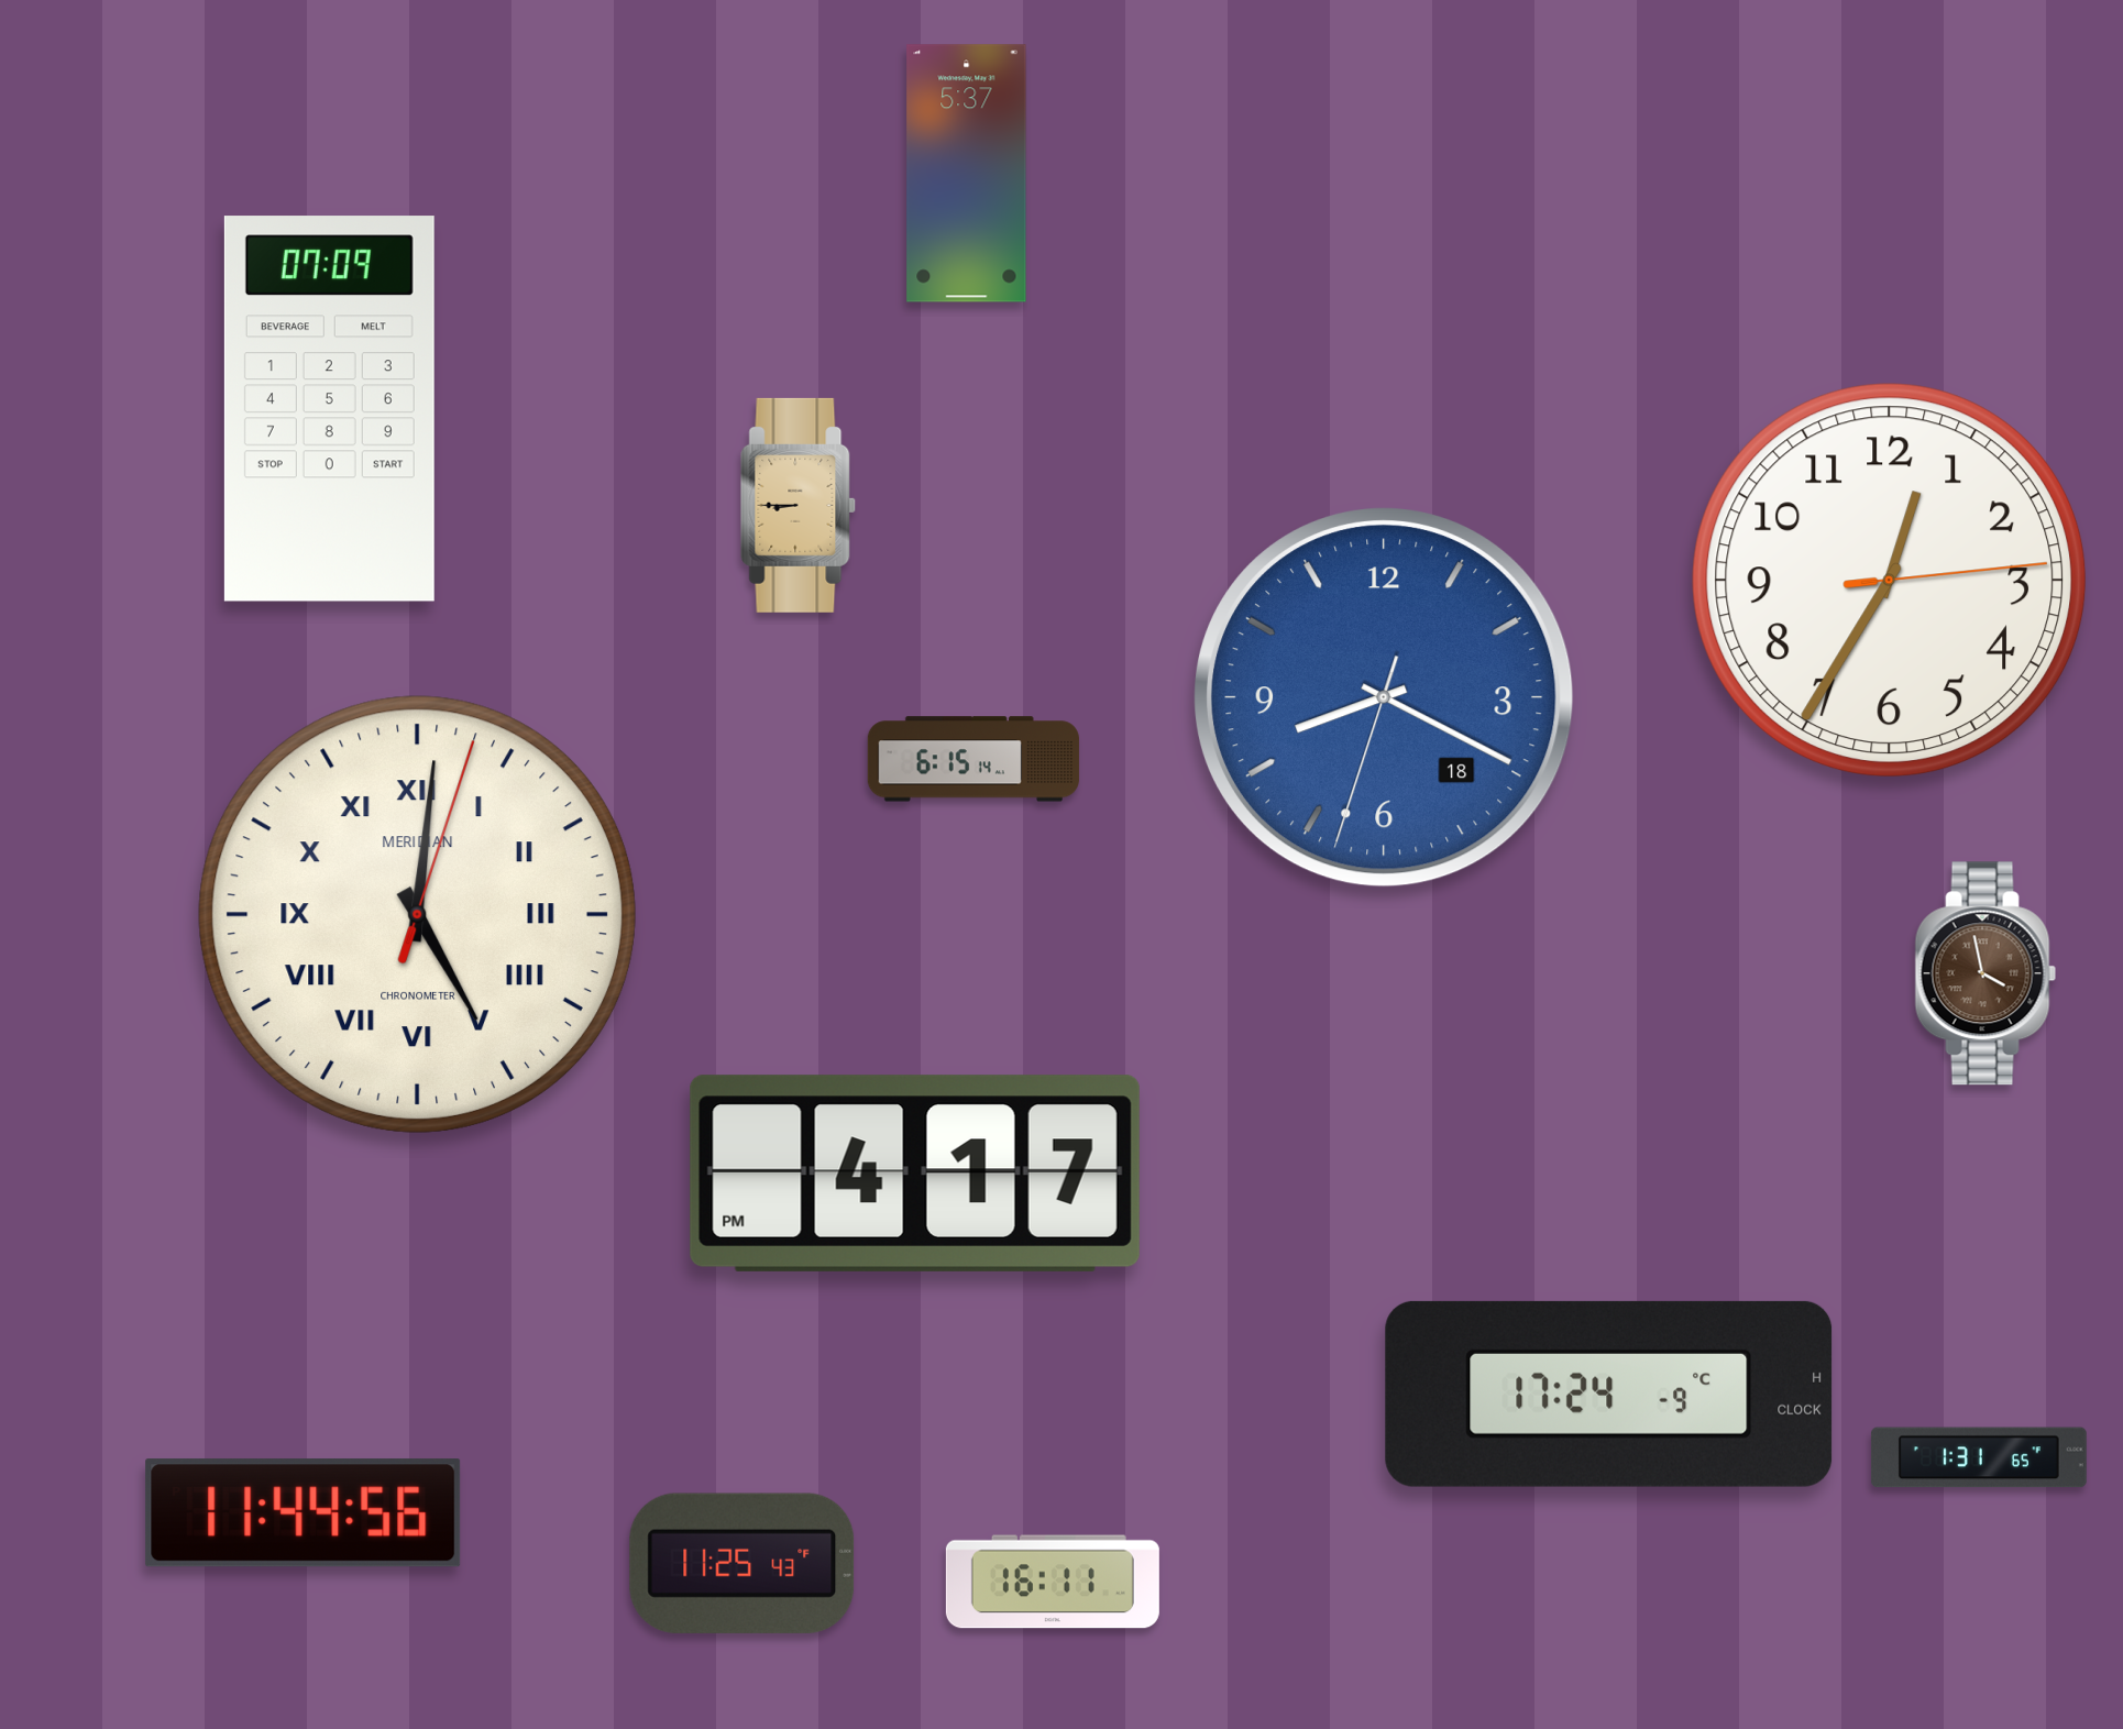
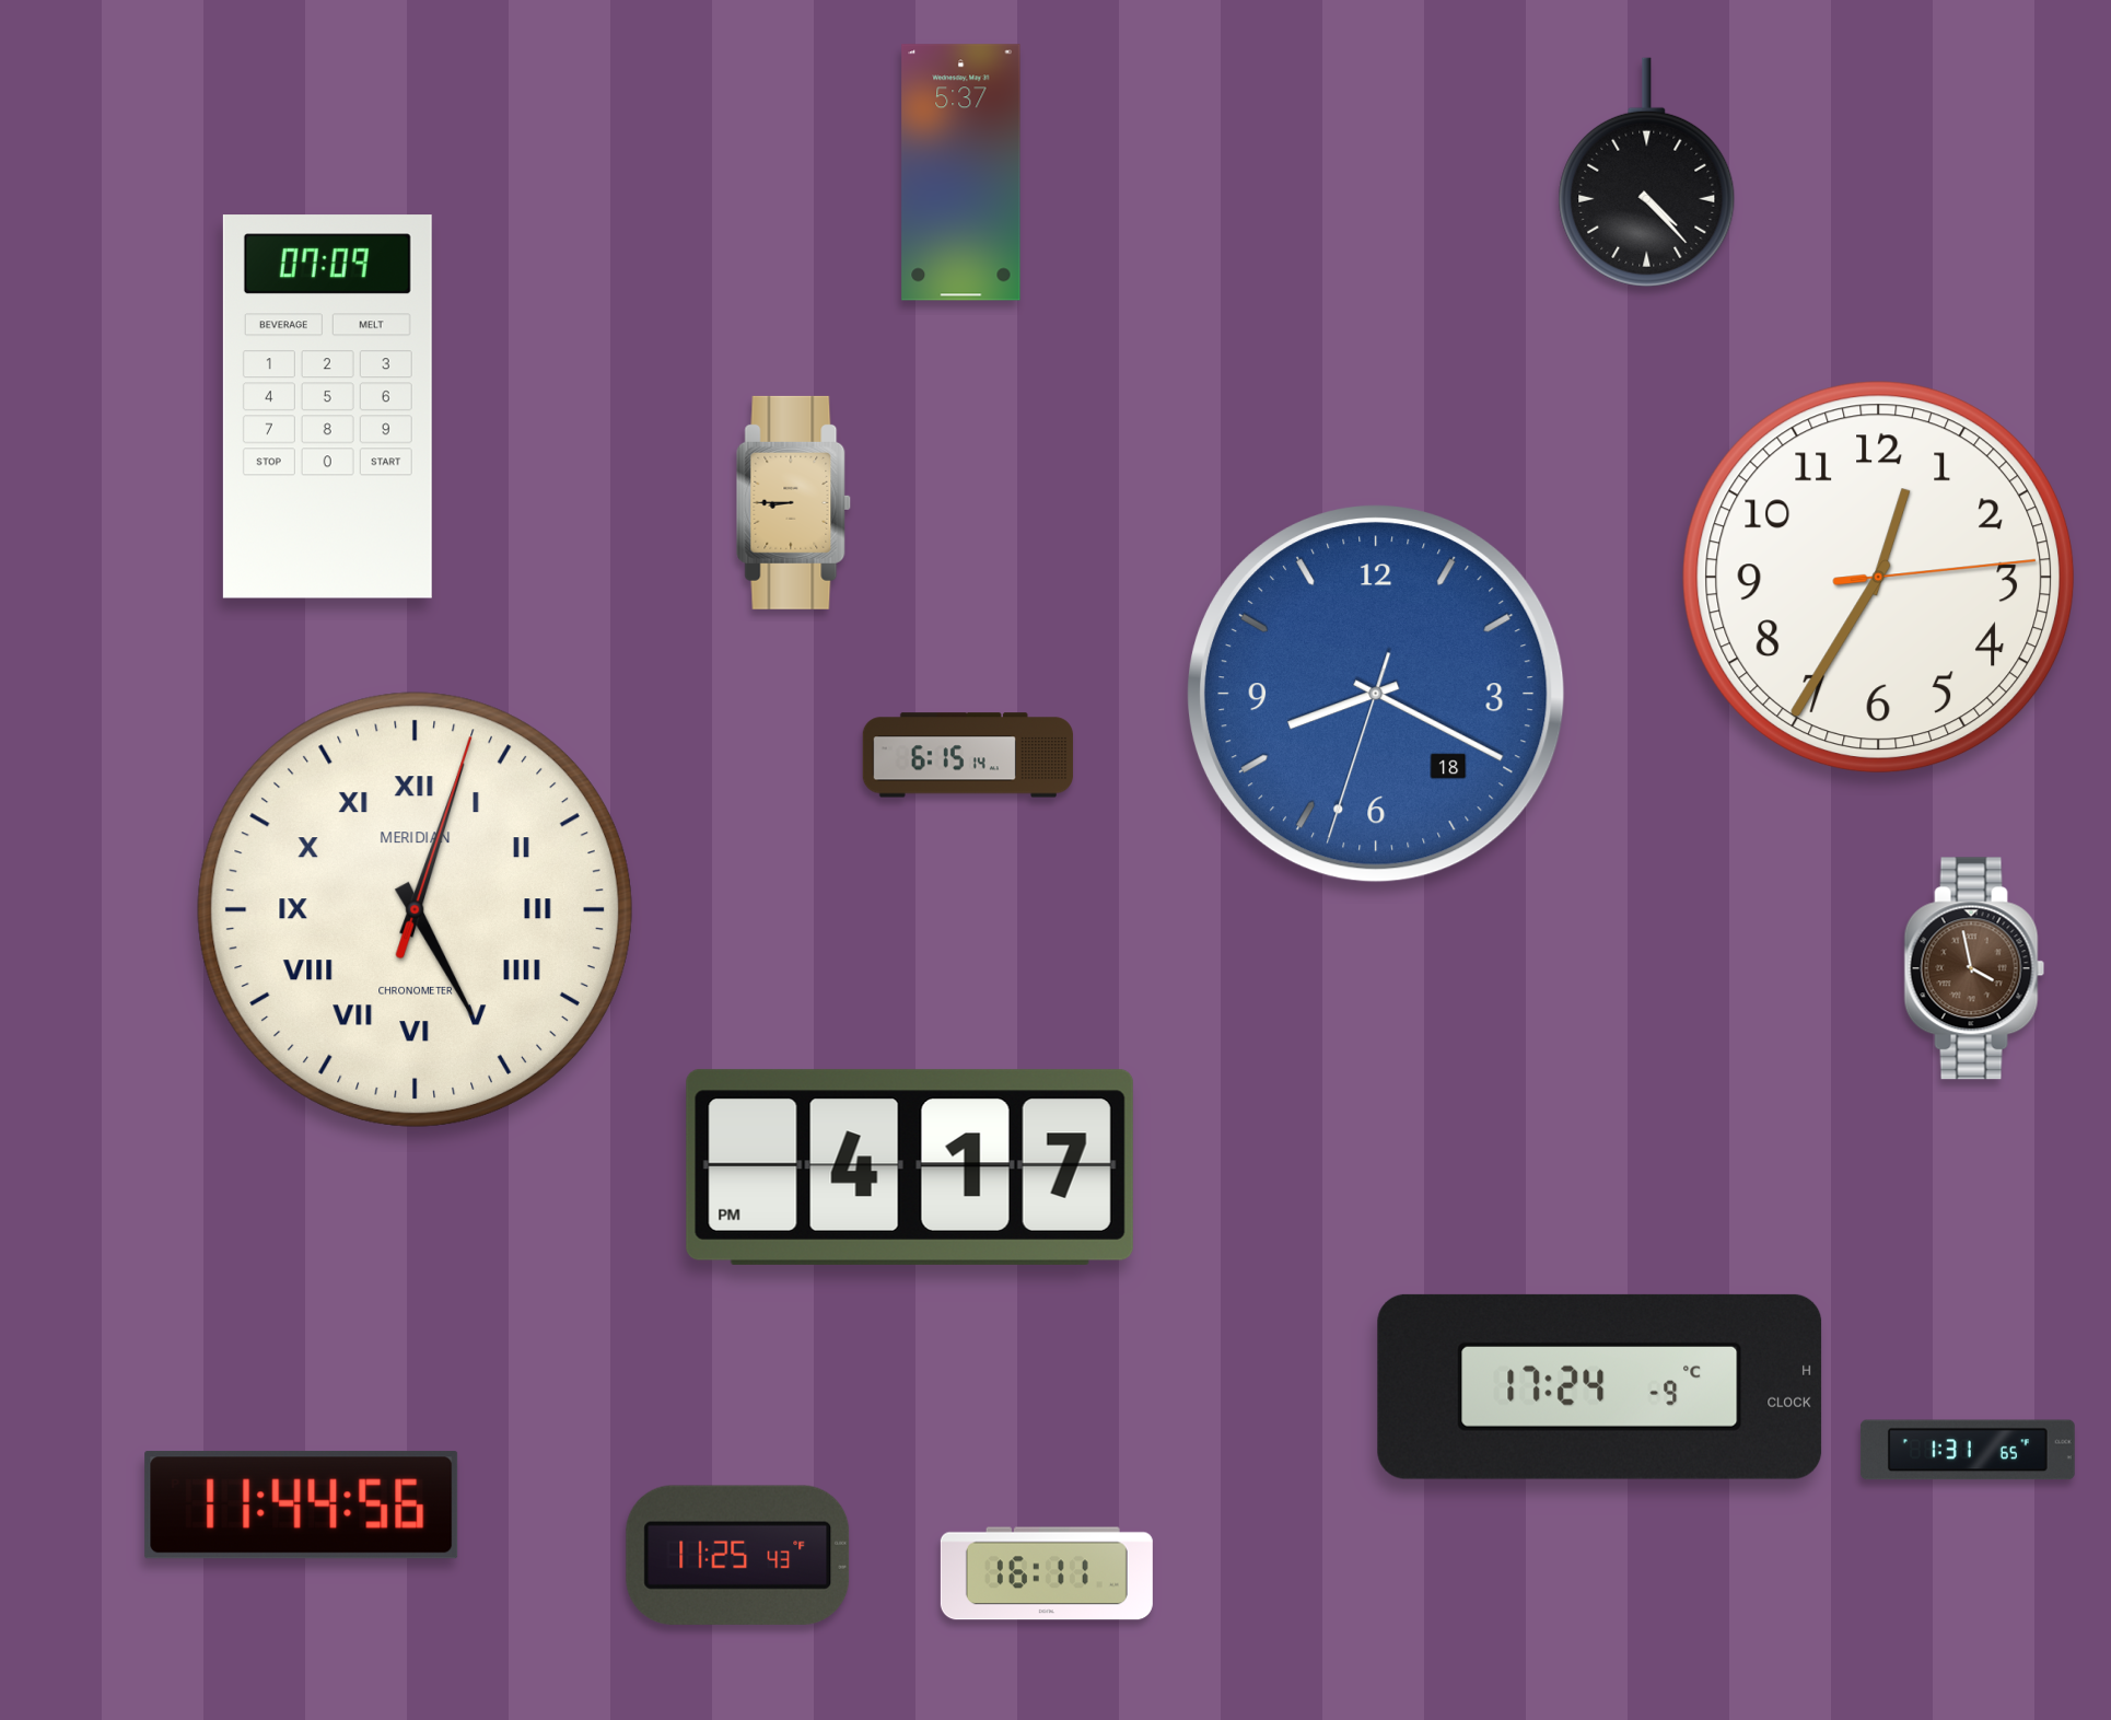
clock at (1647, 172): none -> 4:23
clock at (417, 914): 5:01 -> 5:03
